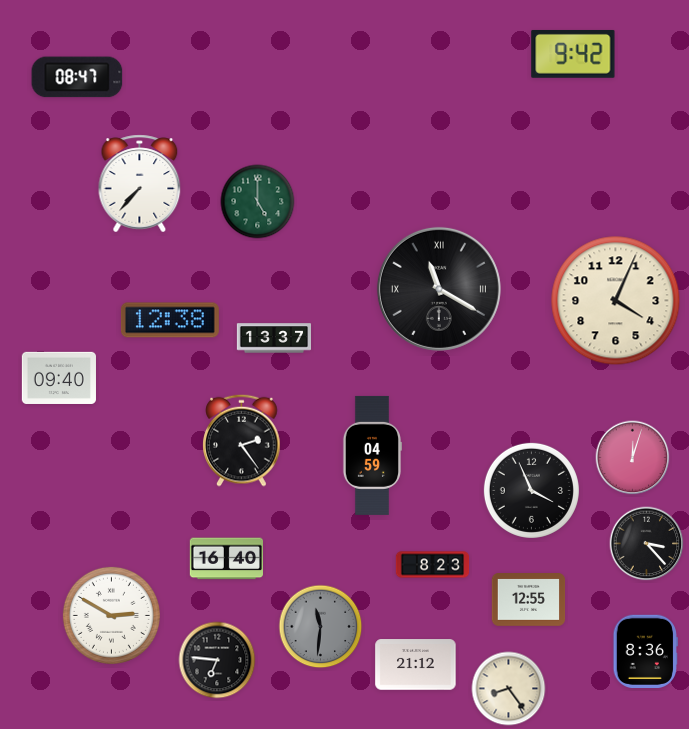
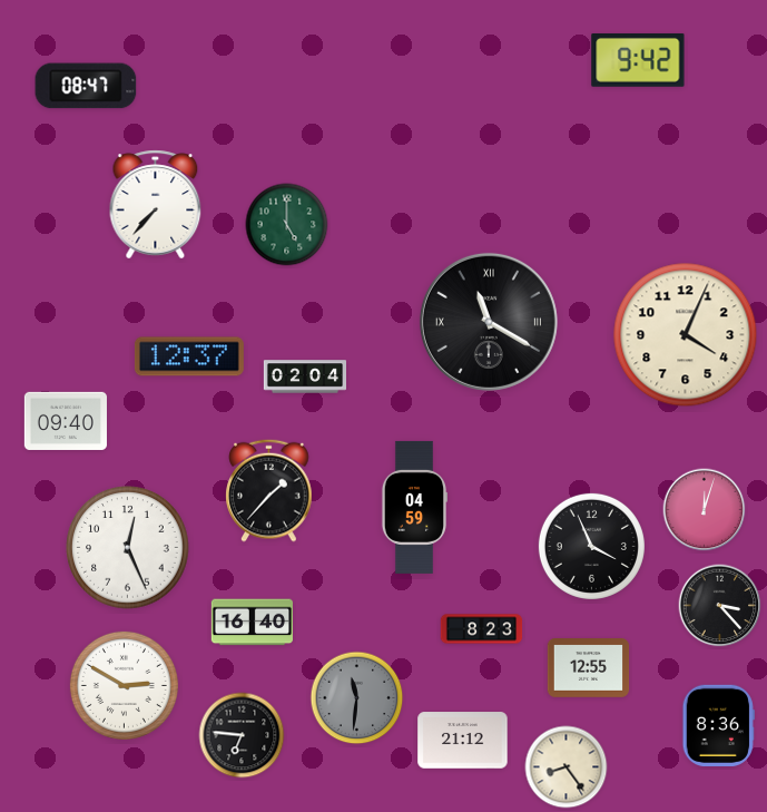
clock at (170, 320): 12:38 -> 12:37
clock at (273, 338): 13:37 -> 02:04
clock at (242, 440): 2:24 -> 1:37
clock at (128, 548): none -> 12:26
